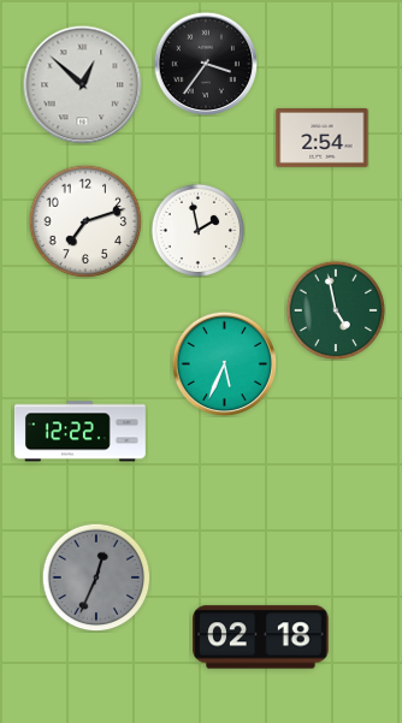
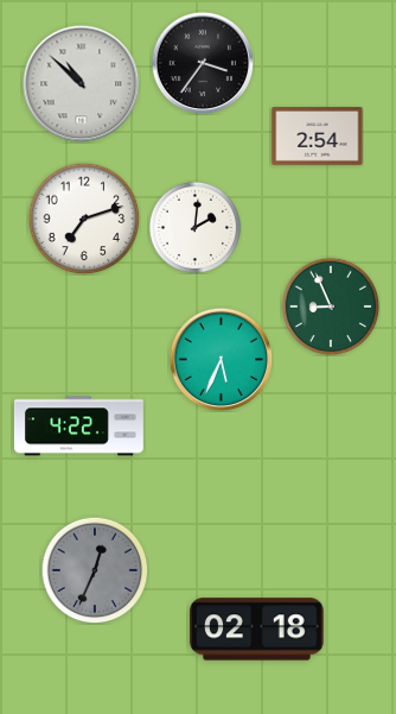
clock at (83, 85): 12:52 -> 10:52
clock at (197, 230): 1:58 -> 2:01
clock at (336, 310): 4:58 -> 8:56
clock at (79, 432): 12:22 -> 4:22
